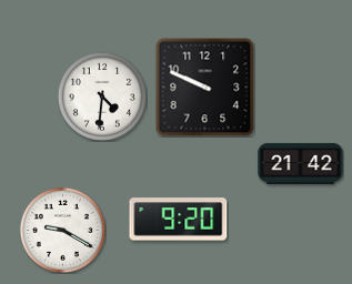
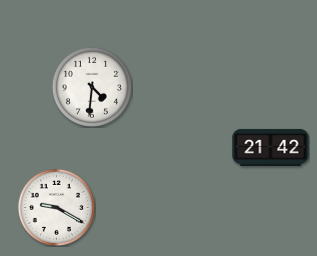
clock at (204, 87): 9:49 -> none
clock at (179, 220): 9:20 -> none
